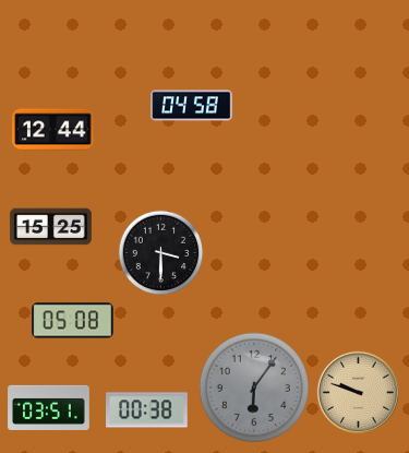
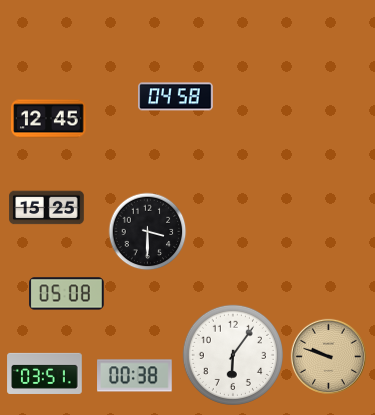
clock at (53, 130): 12:44 -> 12:45
clock at (253, 386) dial: grey -> white
clock at (358, 392) position: (358, 392) -> (328, 356)
